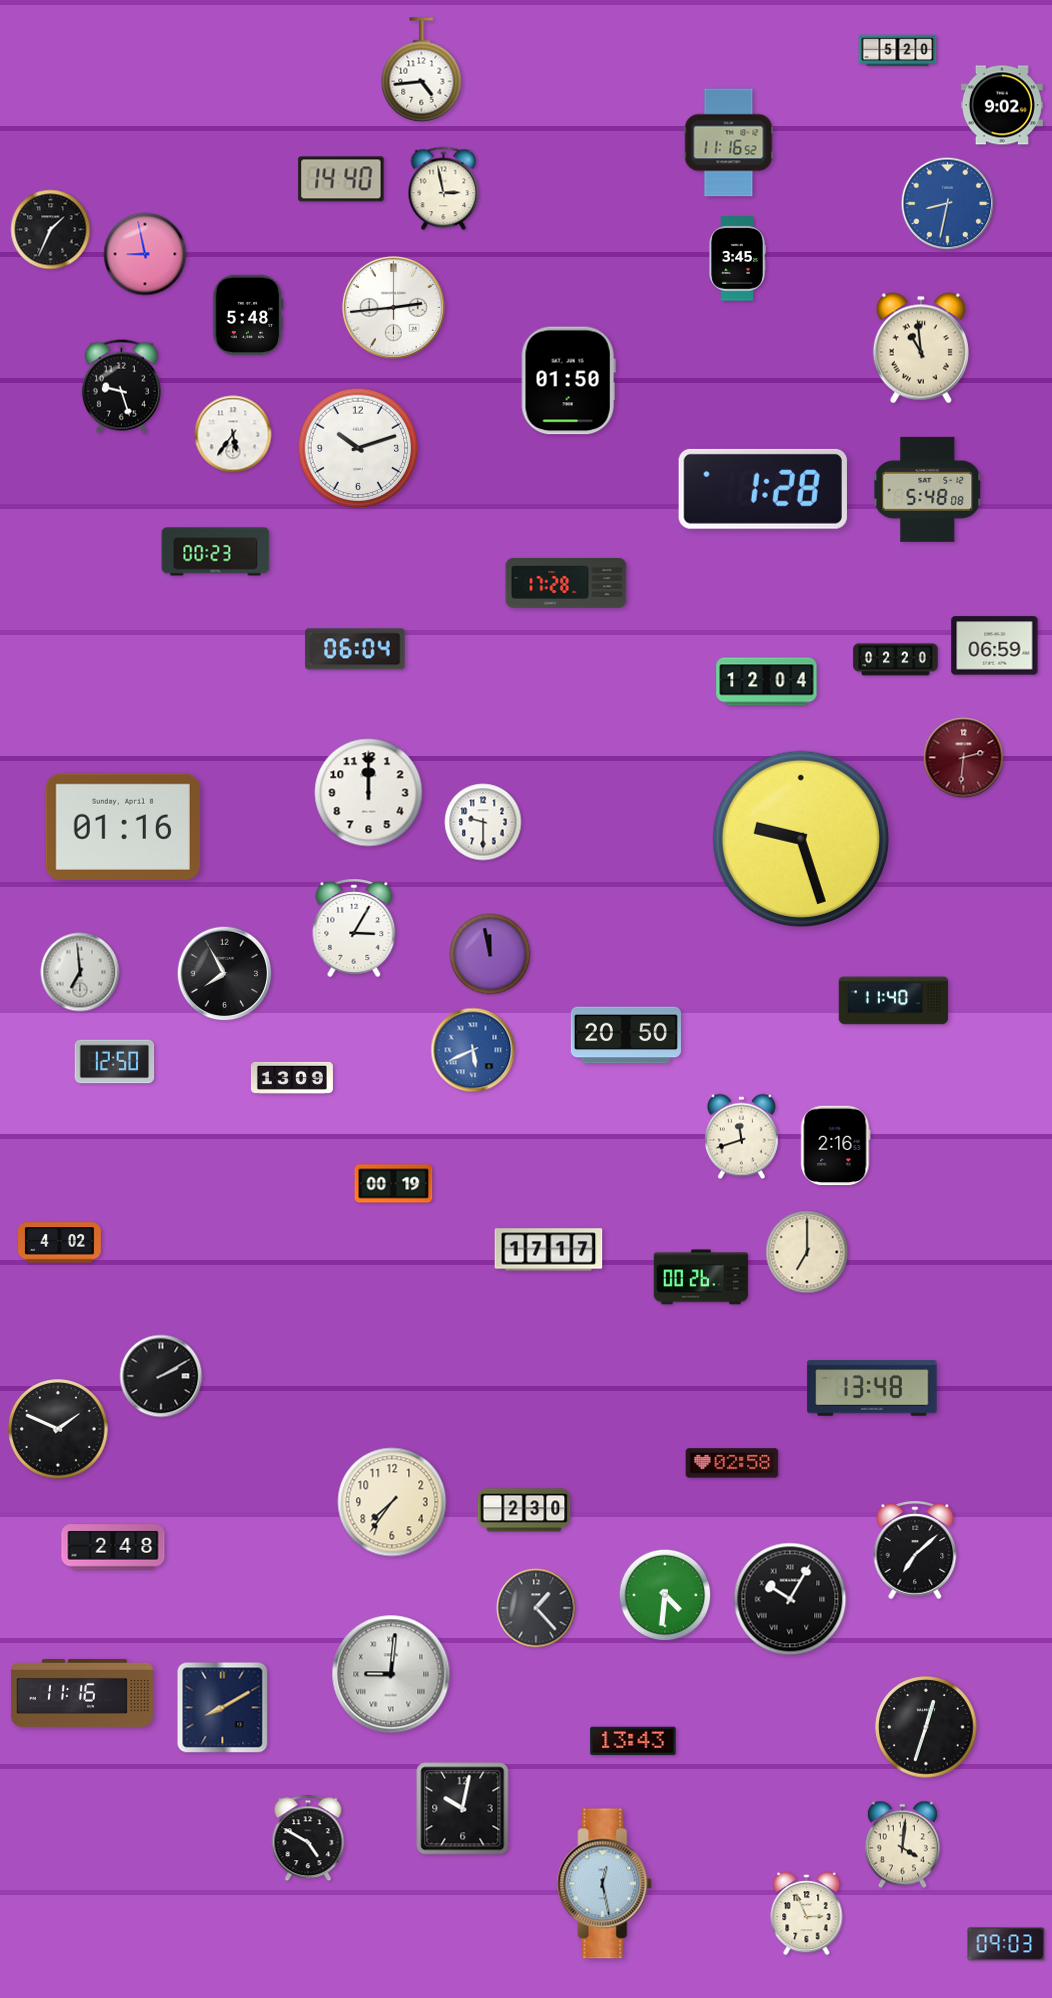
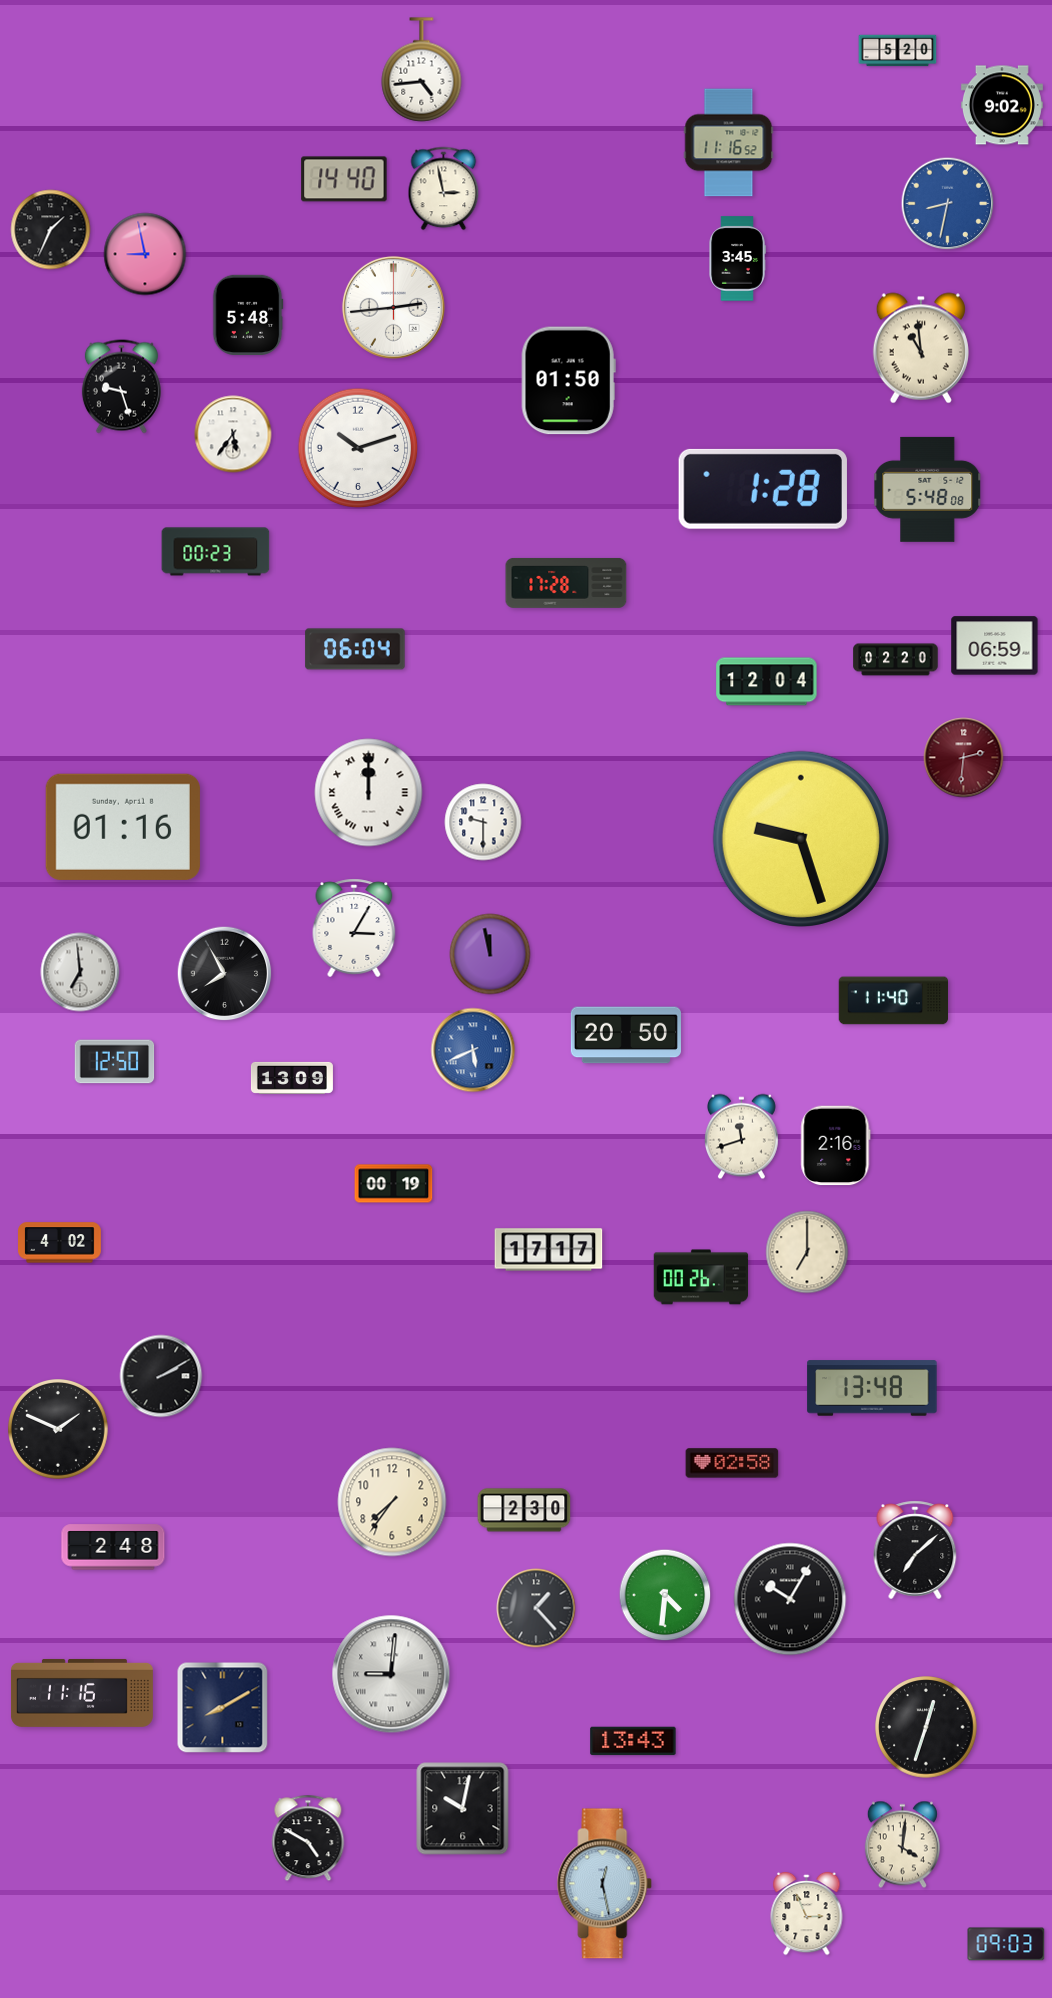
clock at (341, 179) position: (341, 179) -> (344, 179)
clock at (369, 793) numerals: Arabic -> Roman
